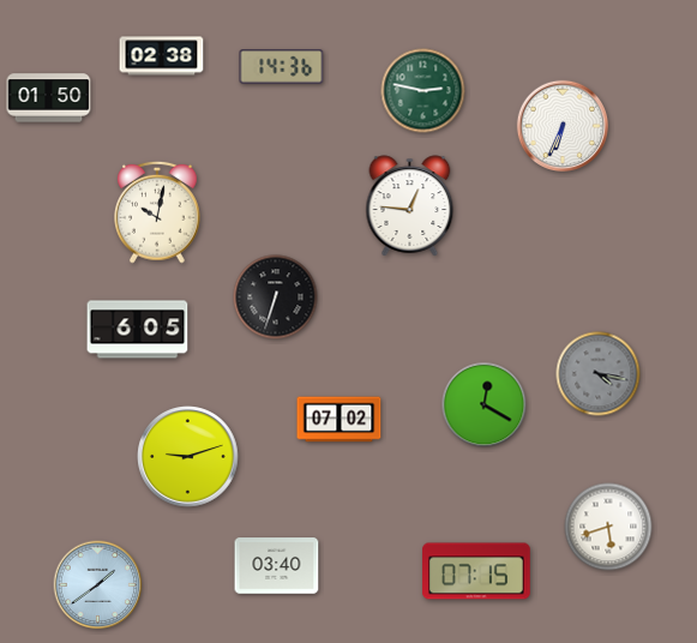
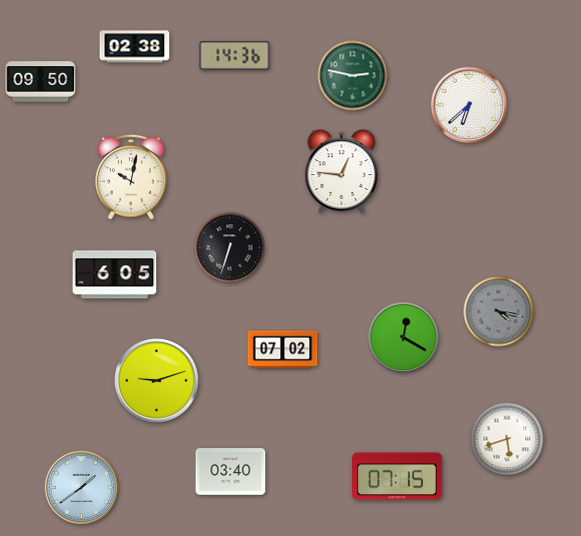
clock at (49, 98): 01:50 -> 09:50
clock at (563, 126): 6:34 -> 6:38
